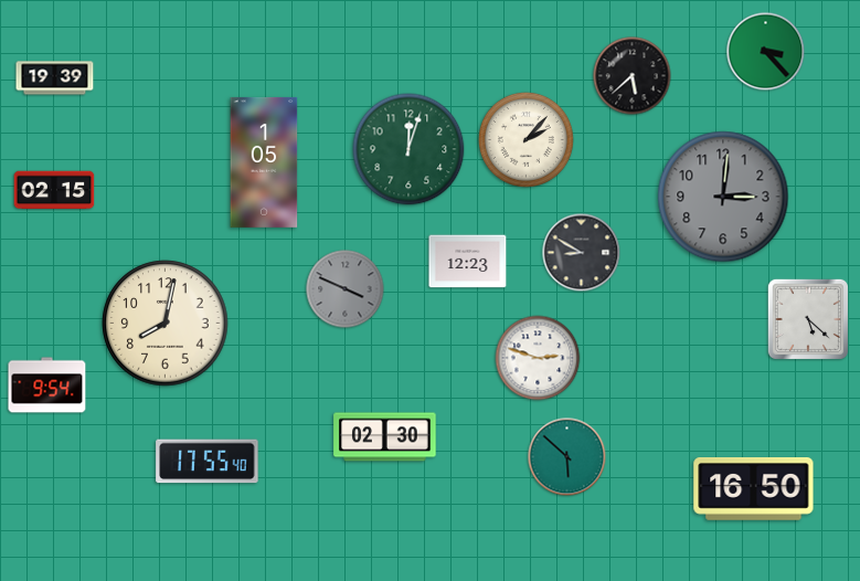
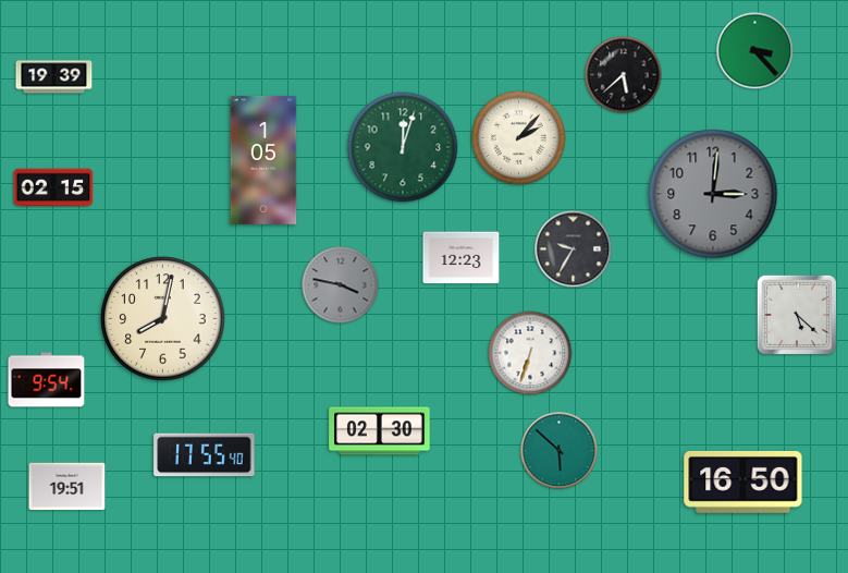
clock at (264, 162) position: (264, 162) -> (263, 160)
clock at (582, 253): 8:50 -> 9:35
clock at (346, 289): 3:49 -> 3:47
clock at (538, 358): 2:48 -> 6:33
clock at (67, 487): none -> 19:51
